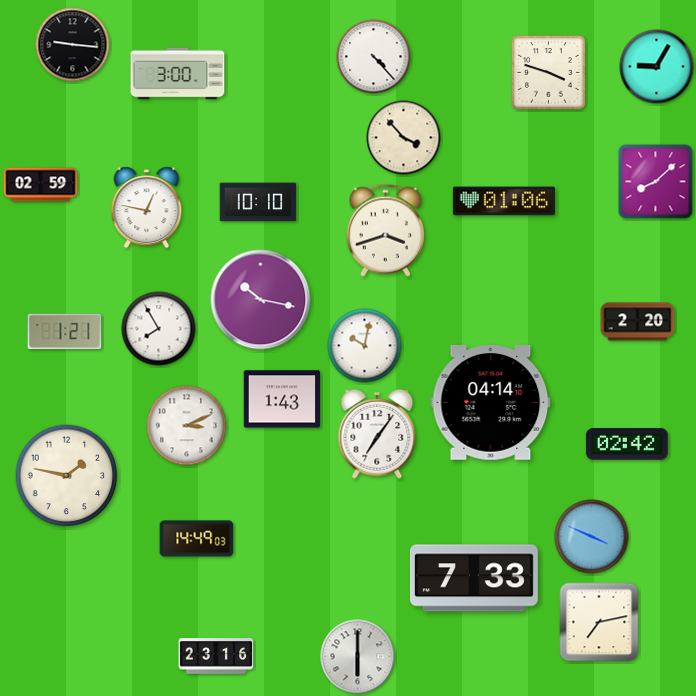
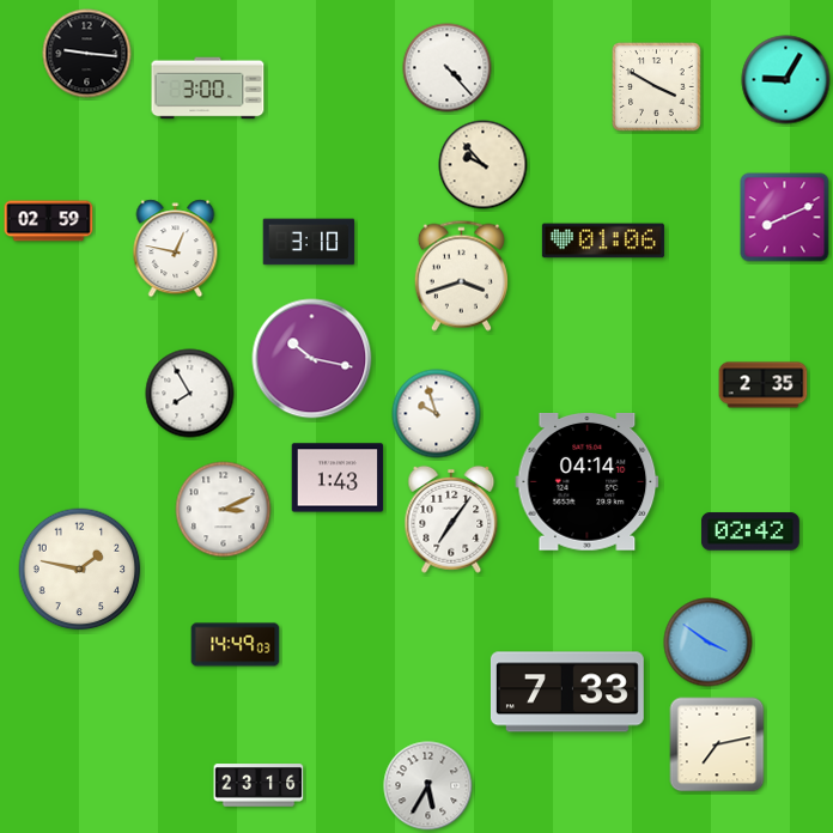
clock at (549, 73): 3:48 -> 3:50
clock at (178, 74) position: (178, 74) -> (208, 89)
clock at (404, 138): 3:53 -> 9:53
clock at (656, 182): 8:08 -> 8:11
clock at (258, 202): 10:10 -> 3:10
clock at (638, 322): 2:20 -> 2:35
clock at (65, 332): 1:21 -> none
clock at (365, 346): 10:02 -> 9:57
clock at (592, 537): 3:49 -> 3:51
clock at (358, 657): 6:00 -> 5:35
